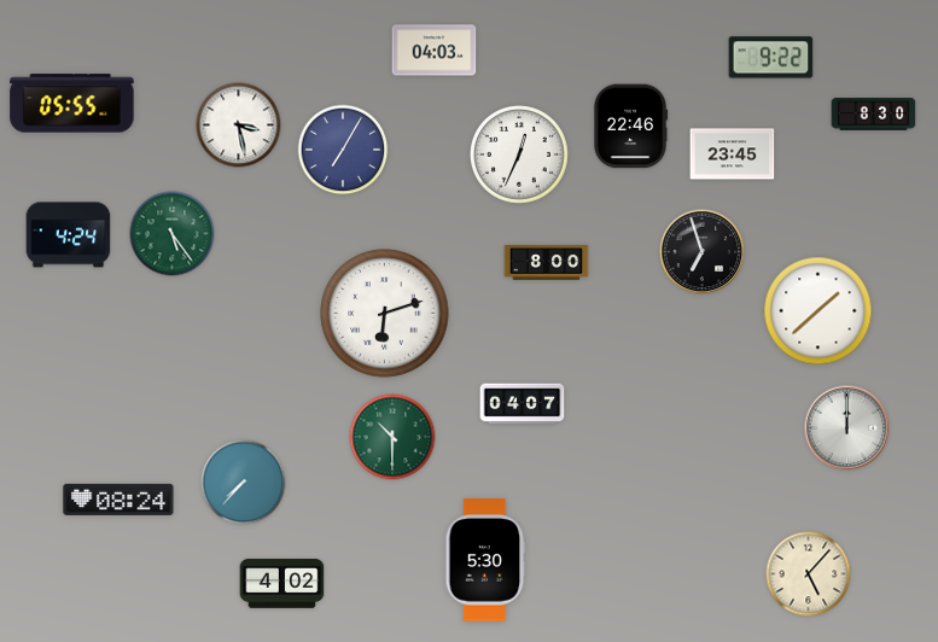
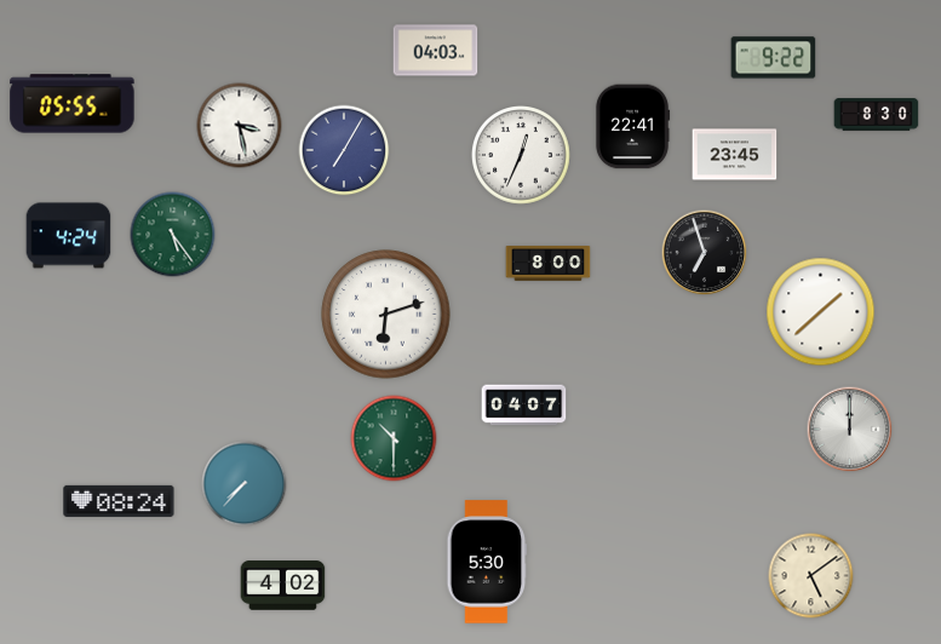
clock at (630, 127): 22:46 -> 22:41
clock at (809, 574): 5:07 -> 5:09
